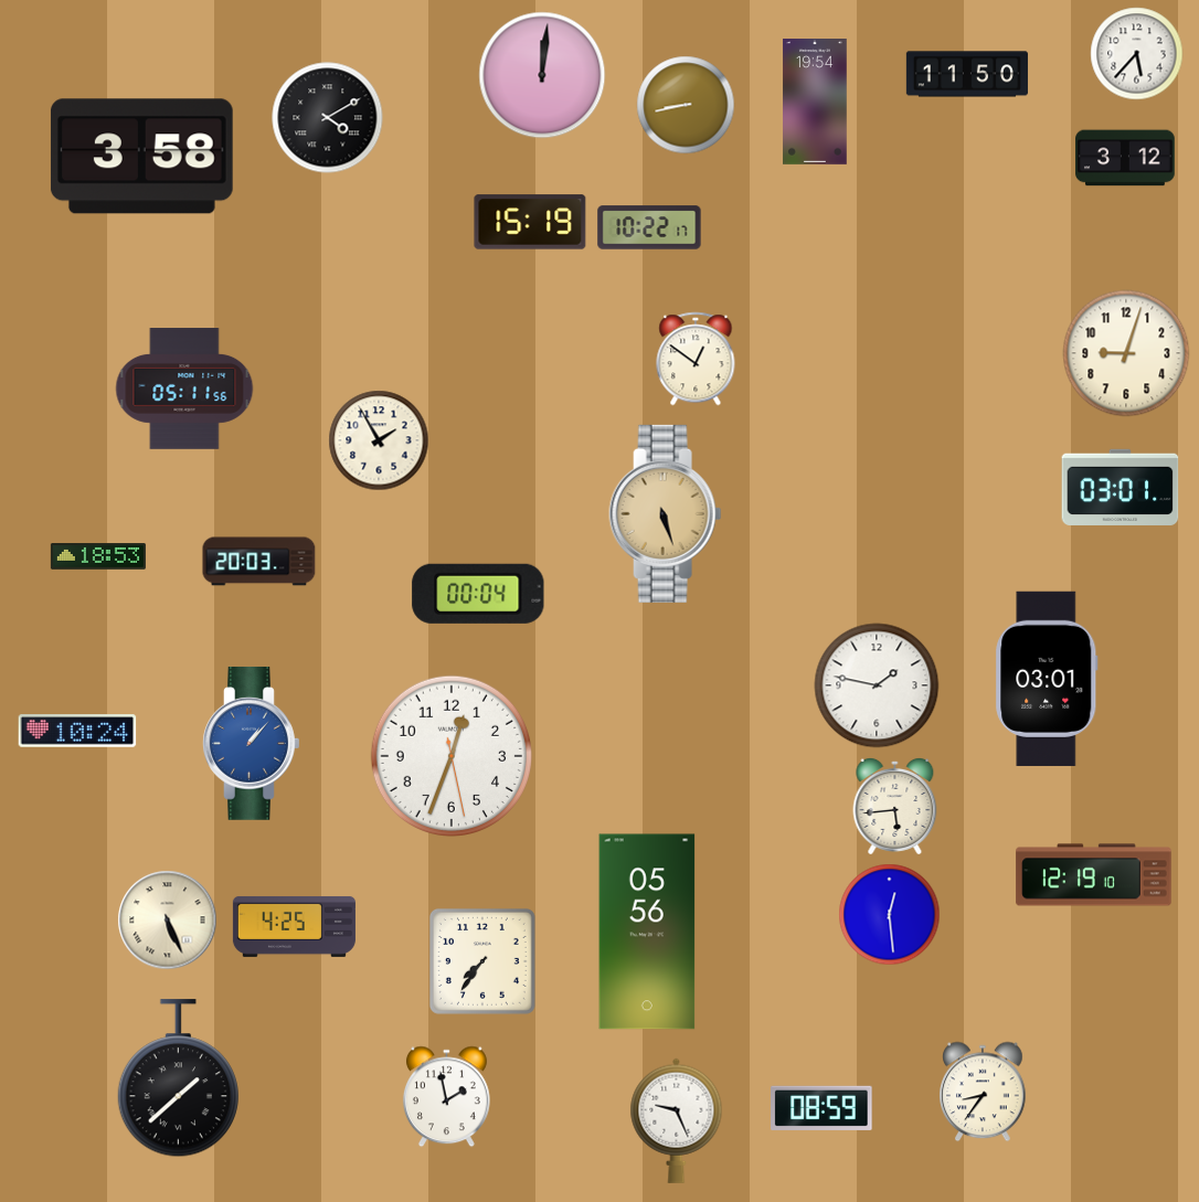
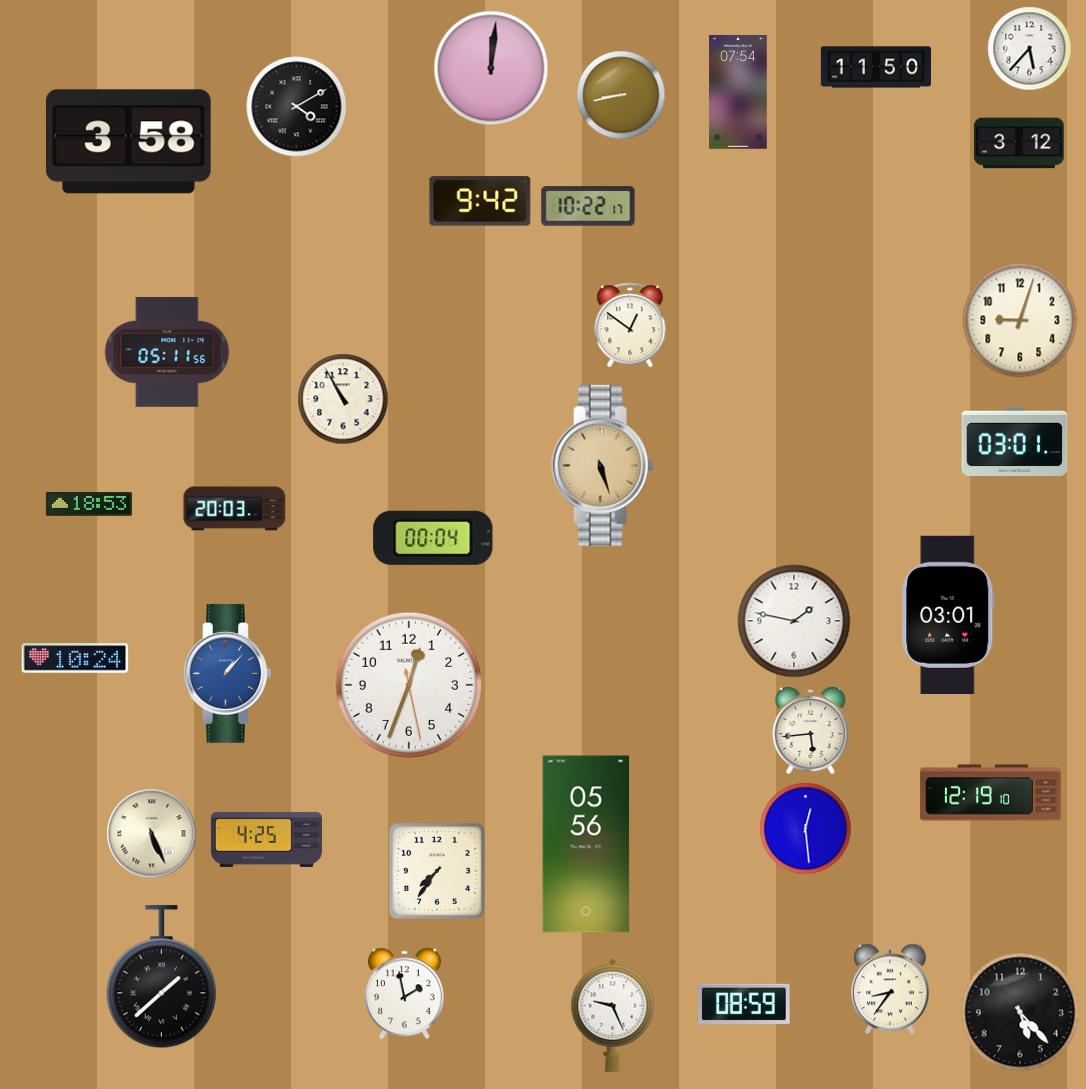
clock at (815, 103): 19:54 -> 07:54
clock at (530, 222): 15:19 -> 9:42
clock at (379, 440): 1:55 -> 10:55
clock at (77, 731) position: (77, 731) -> (75, 658)
clock at (1020, 1012): none -> 5:23
